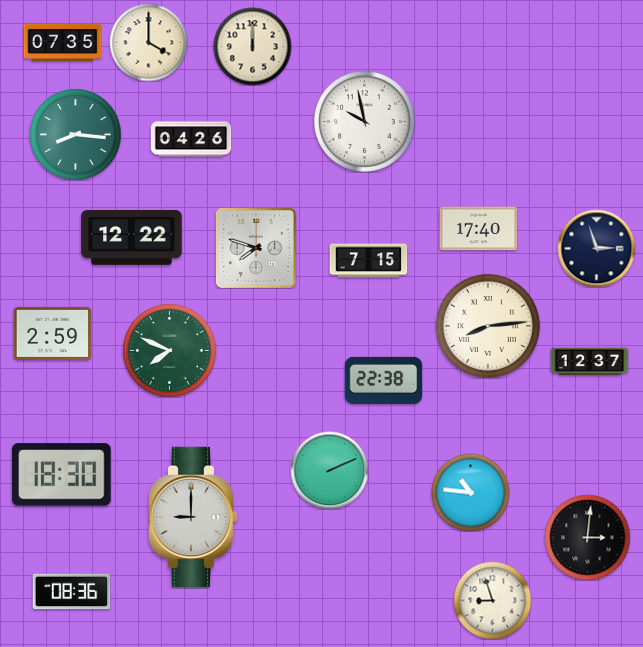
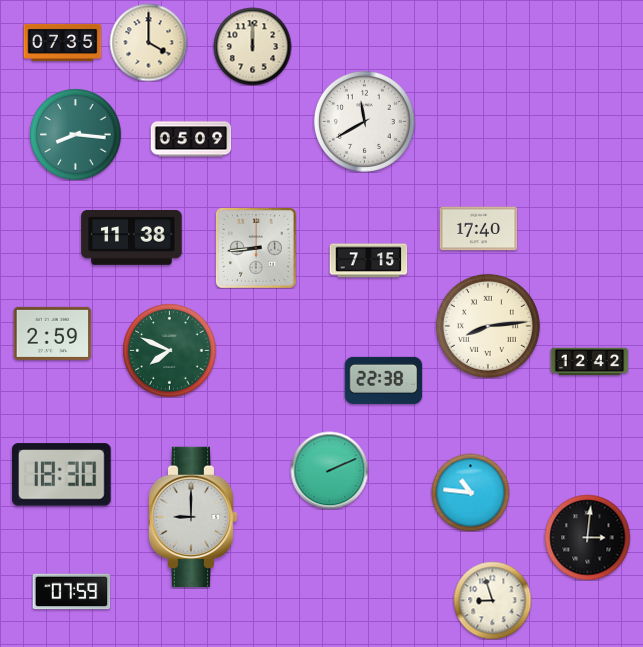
clock at (364, 121): 9:58 -> 11:40
clock at (191, 139): 04:26 -> 05:09
clock at (132, 238): 12:22 -> 11:38
clock at (256, 248): 7:48 -> 8:44
clock at (596, 248): 2:57 -> none
clock at (589, 362): 12:37 -> 12:42
clock at (71, 592): 08:36 -> 07:59
